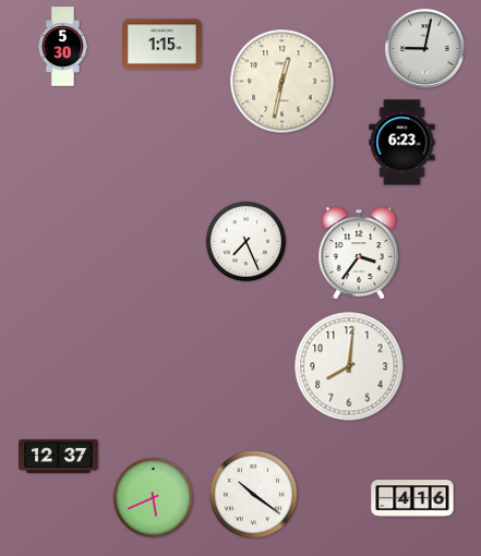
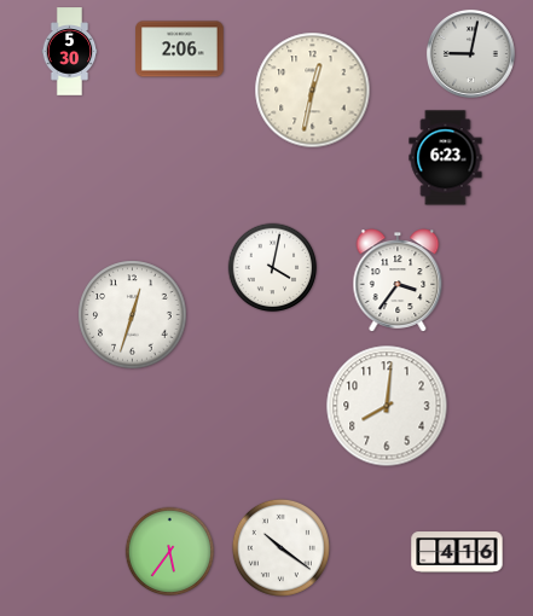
clock at (163, 45): 1:15 -> 2:06
clock at (246, 242): 7:26 -> 4:02
clock at (133, 315): none -> 12:33
clock at (59, 457): 12:37 -> none
clock at (154, 498): 5:41 -> 5:36
